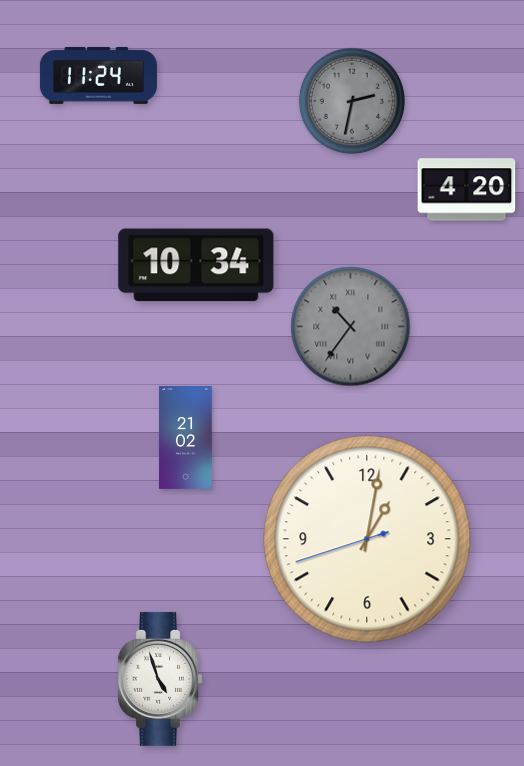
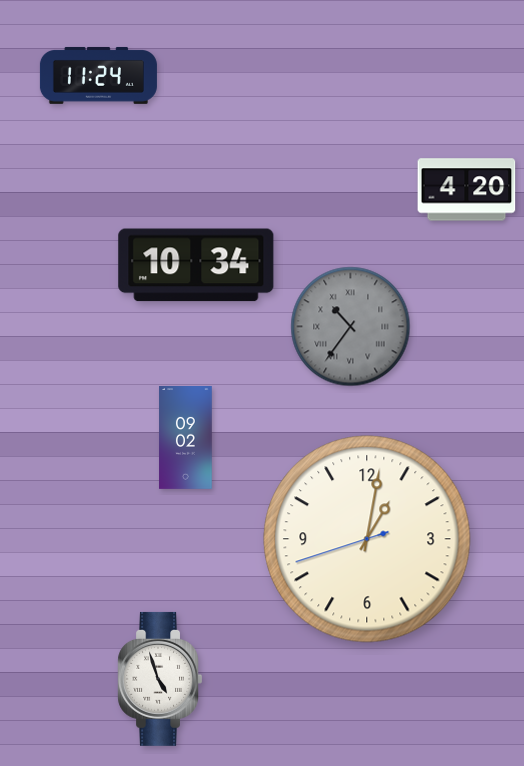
clock at (352, 101): 2:32 -> none
clock at (186, 438): 21:02 -> 09:02
